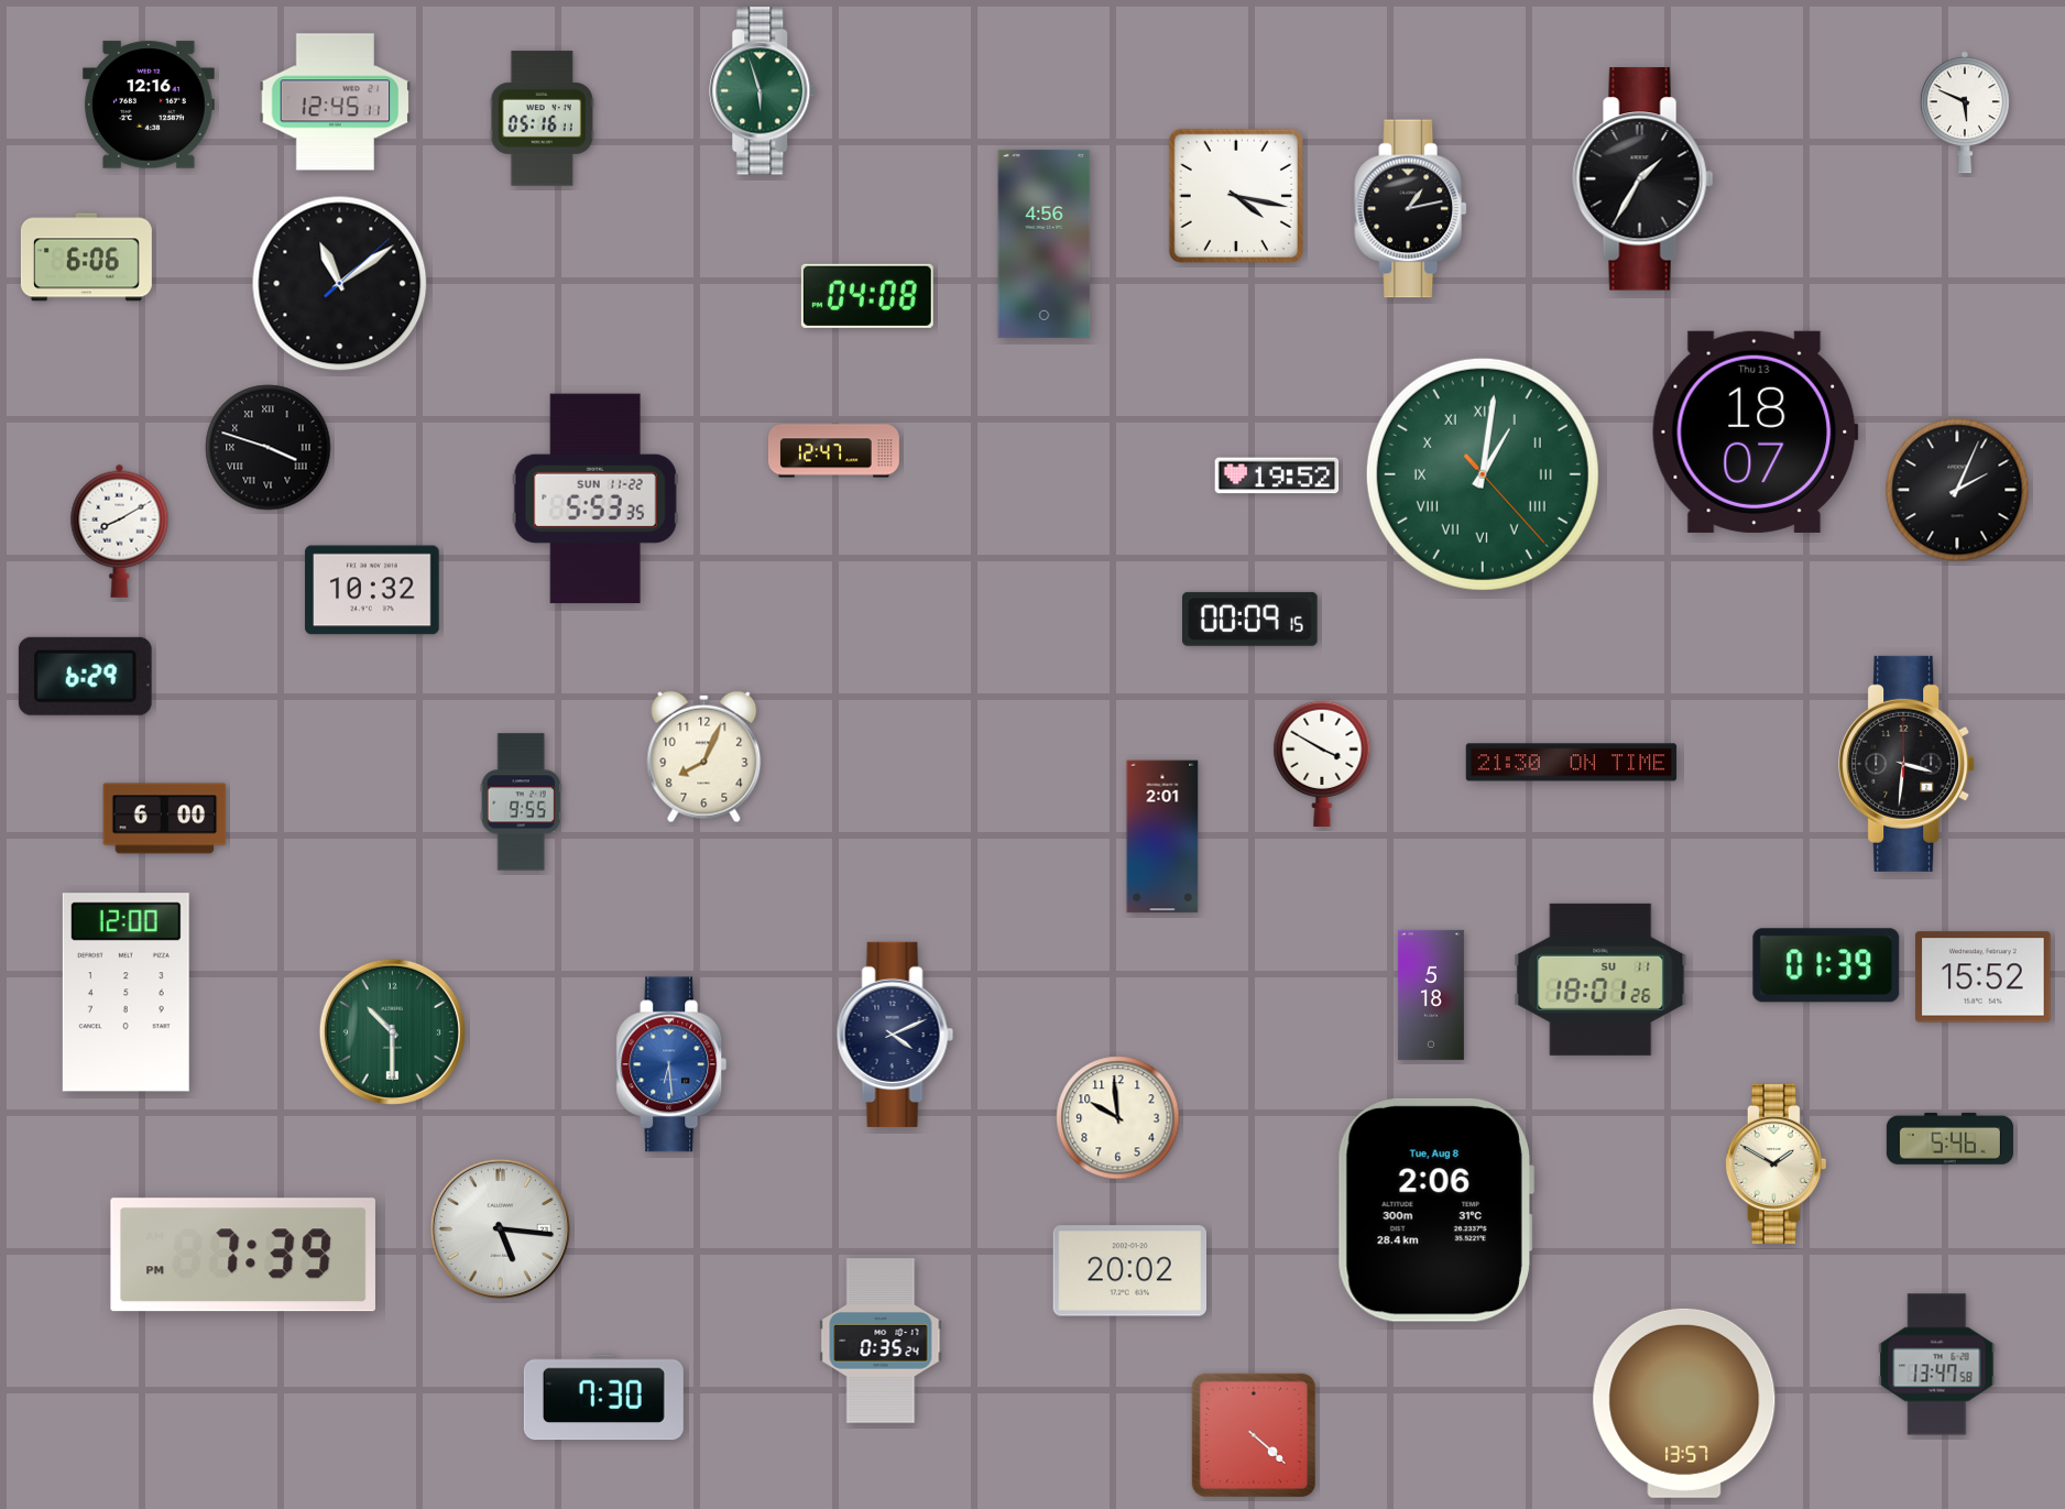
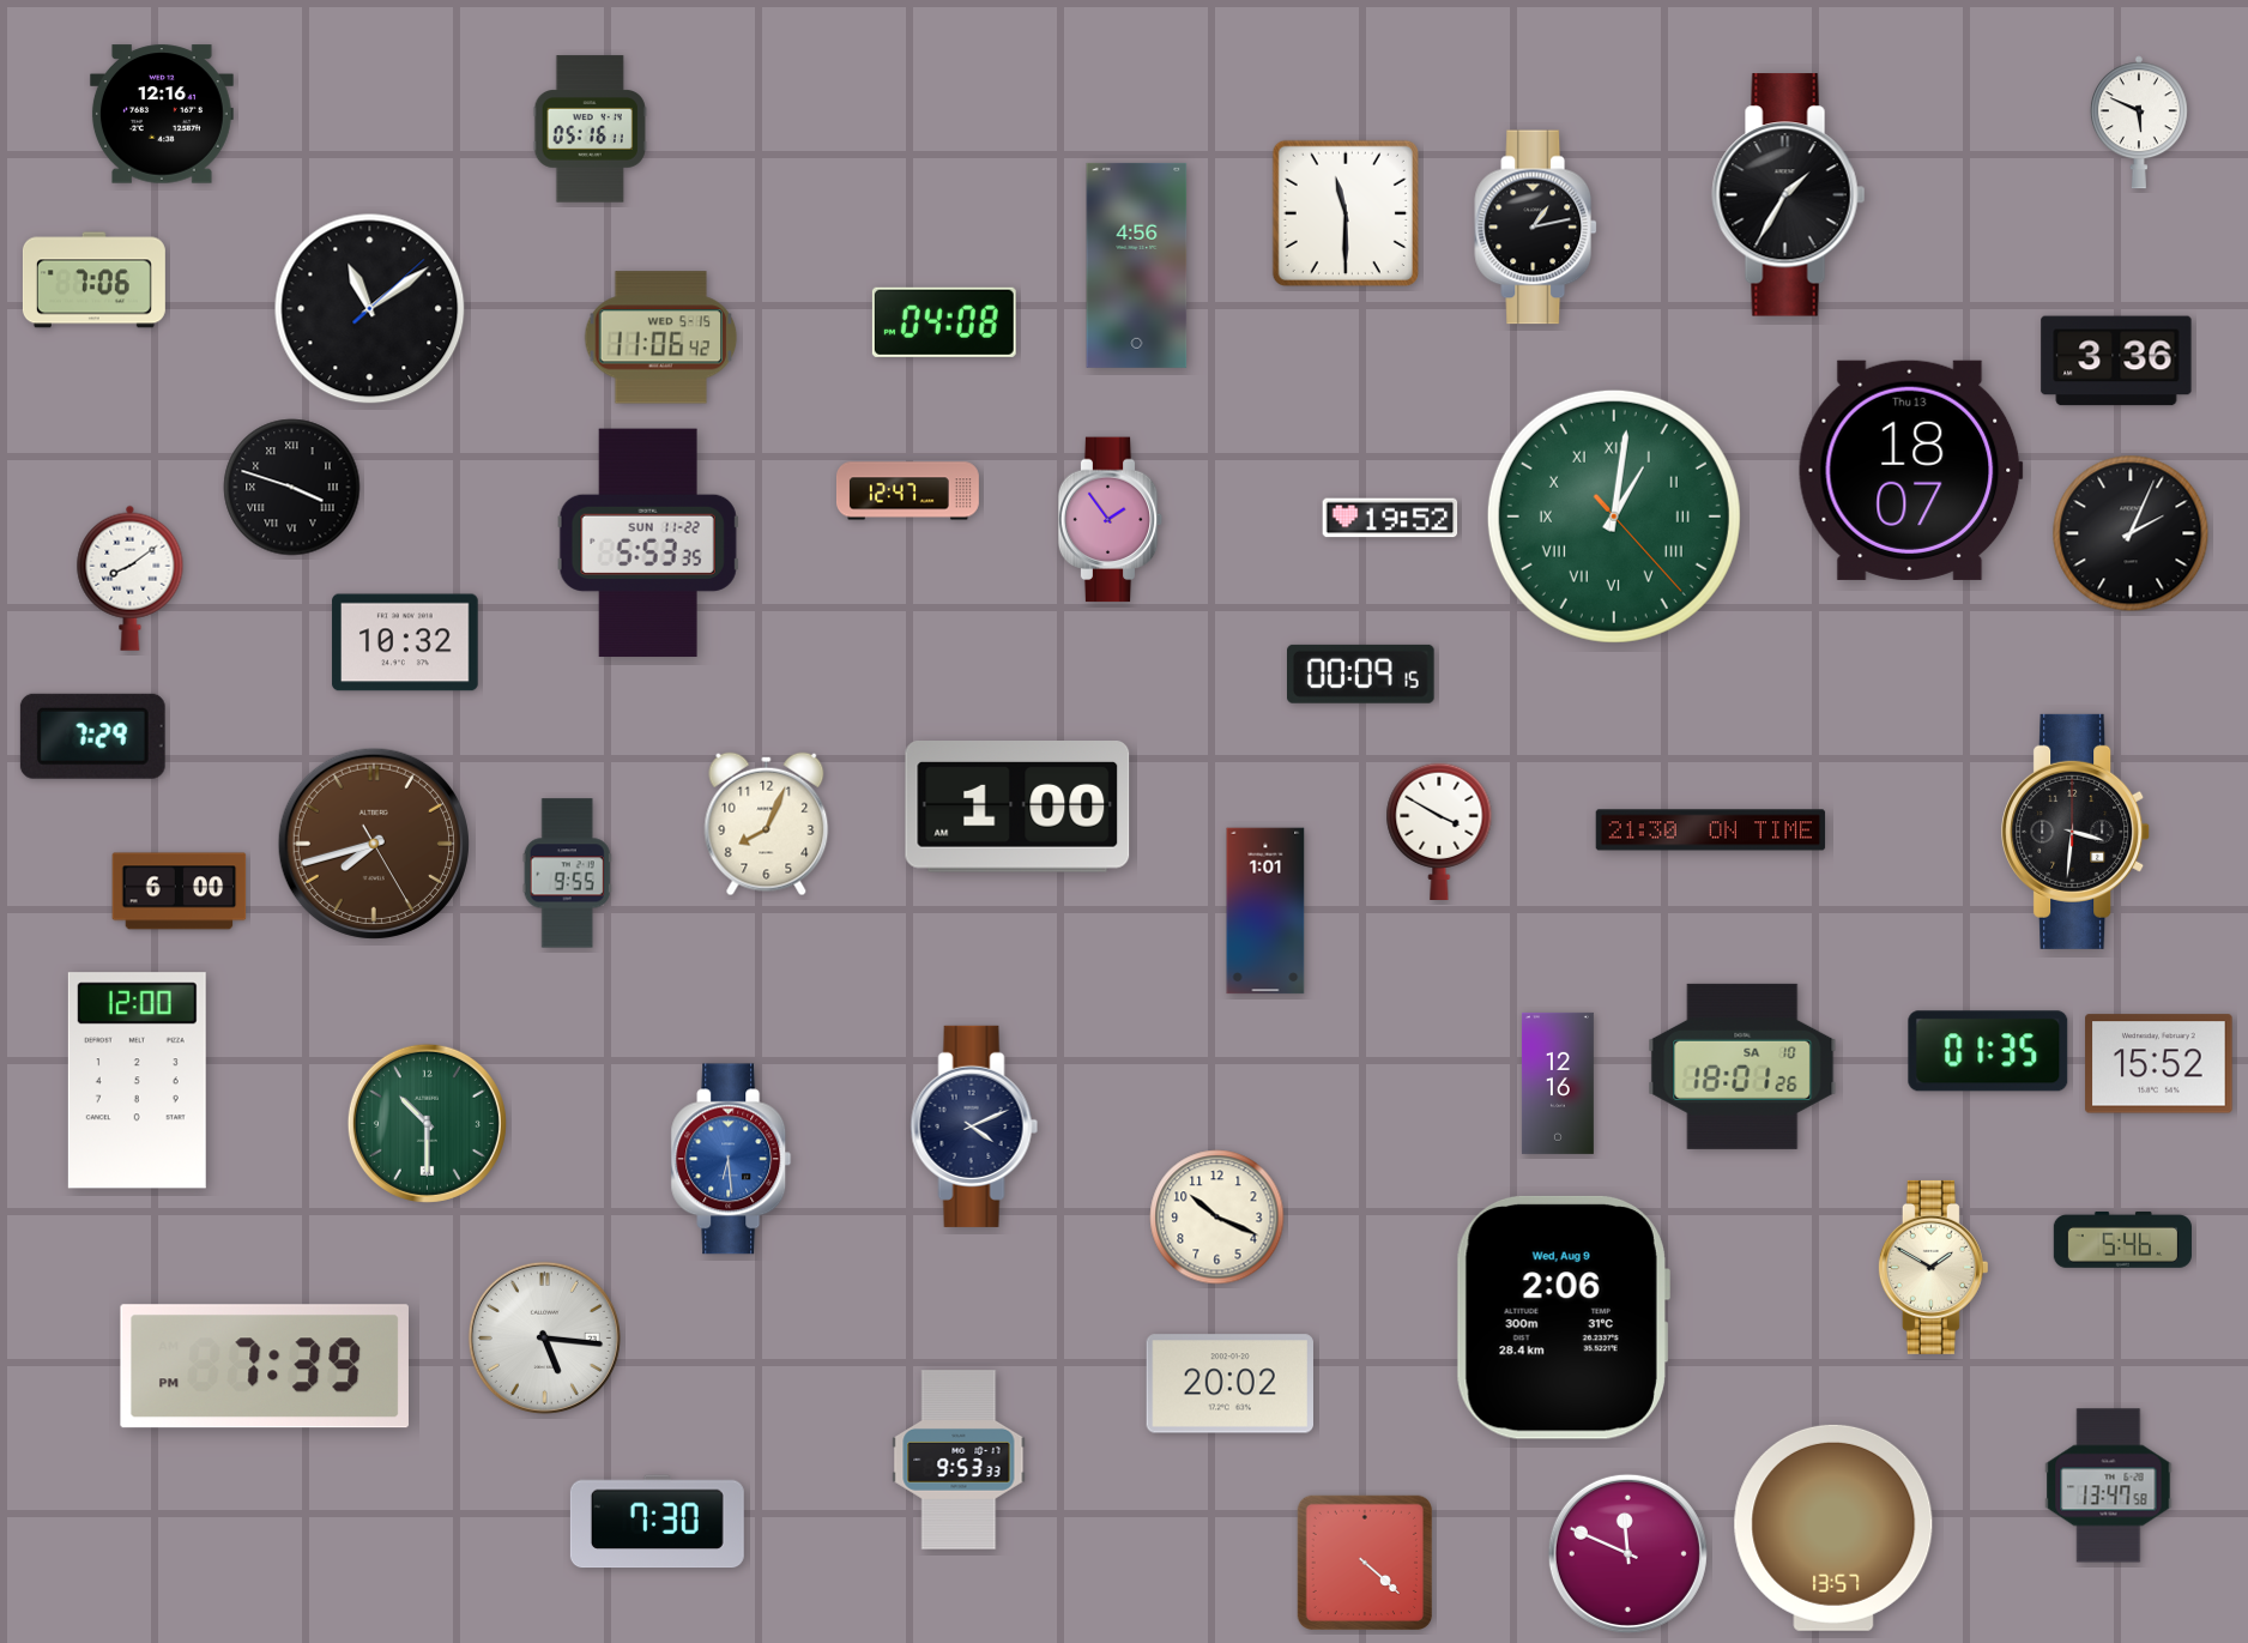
clock at (763, 91): 5:57 -> none
clock at (336, 102): 12:45 -> none
clock at (1236, 196): 4:17 -> 11:30
clock at (86, 258): 6:06 -> 7:06
clock at (661, 338): none -> 11:06
clock at (2116, 361): none -> 3:36
clock at (1111, 520): none -> 1:54
clock at (120, 531): 8:10 -> 8:09
clock at (85, 676): 6:29 -> 7:29
clock at (1017, 807): none -> 1:00
clock at (374, 844): none -> 7:42
clock at (1162, 836): 2:01 -> 1:01
clock at (1826, 965): 01:39 -> 01:35
clock at (1600, 980) date: SU 11 -> SA 10
clock at (1431, 995): 5:18 -> 12:16
clock at (1118, 1118): 9:59 -> 10:19
clock at (1435, 1210) date: Tue, Aug 8 -> Wed, Aug 9
clock at (881, 1341): 0:35 -> 9:53
clock at (1627, 1553): none -> 11:49
